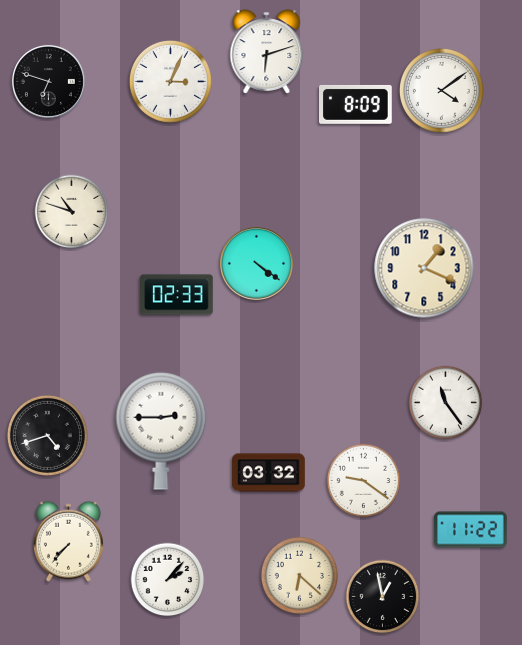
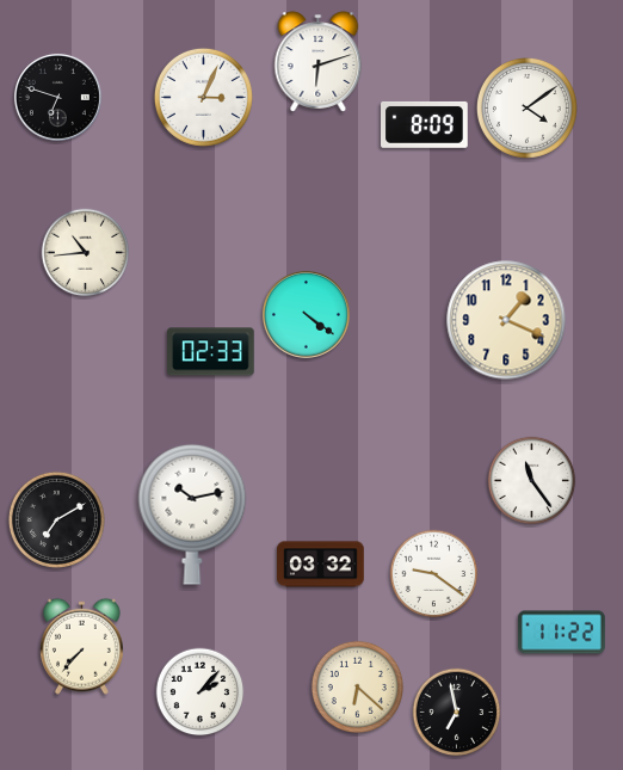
clock at (72, 212): 10:48 -> 10:44
clock at (161, 431): 2:45 -> 10:13
clock at (47, 435): 4:42 -> 7:10
clock at (383, 597): 12:58 -> 6:58
